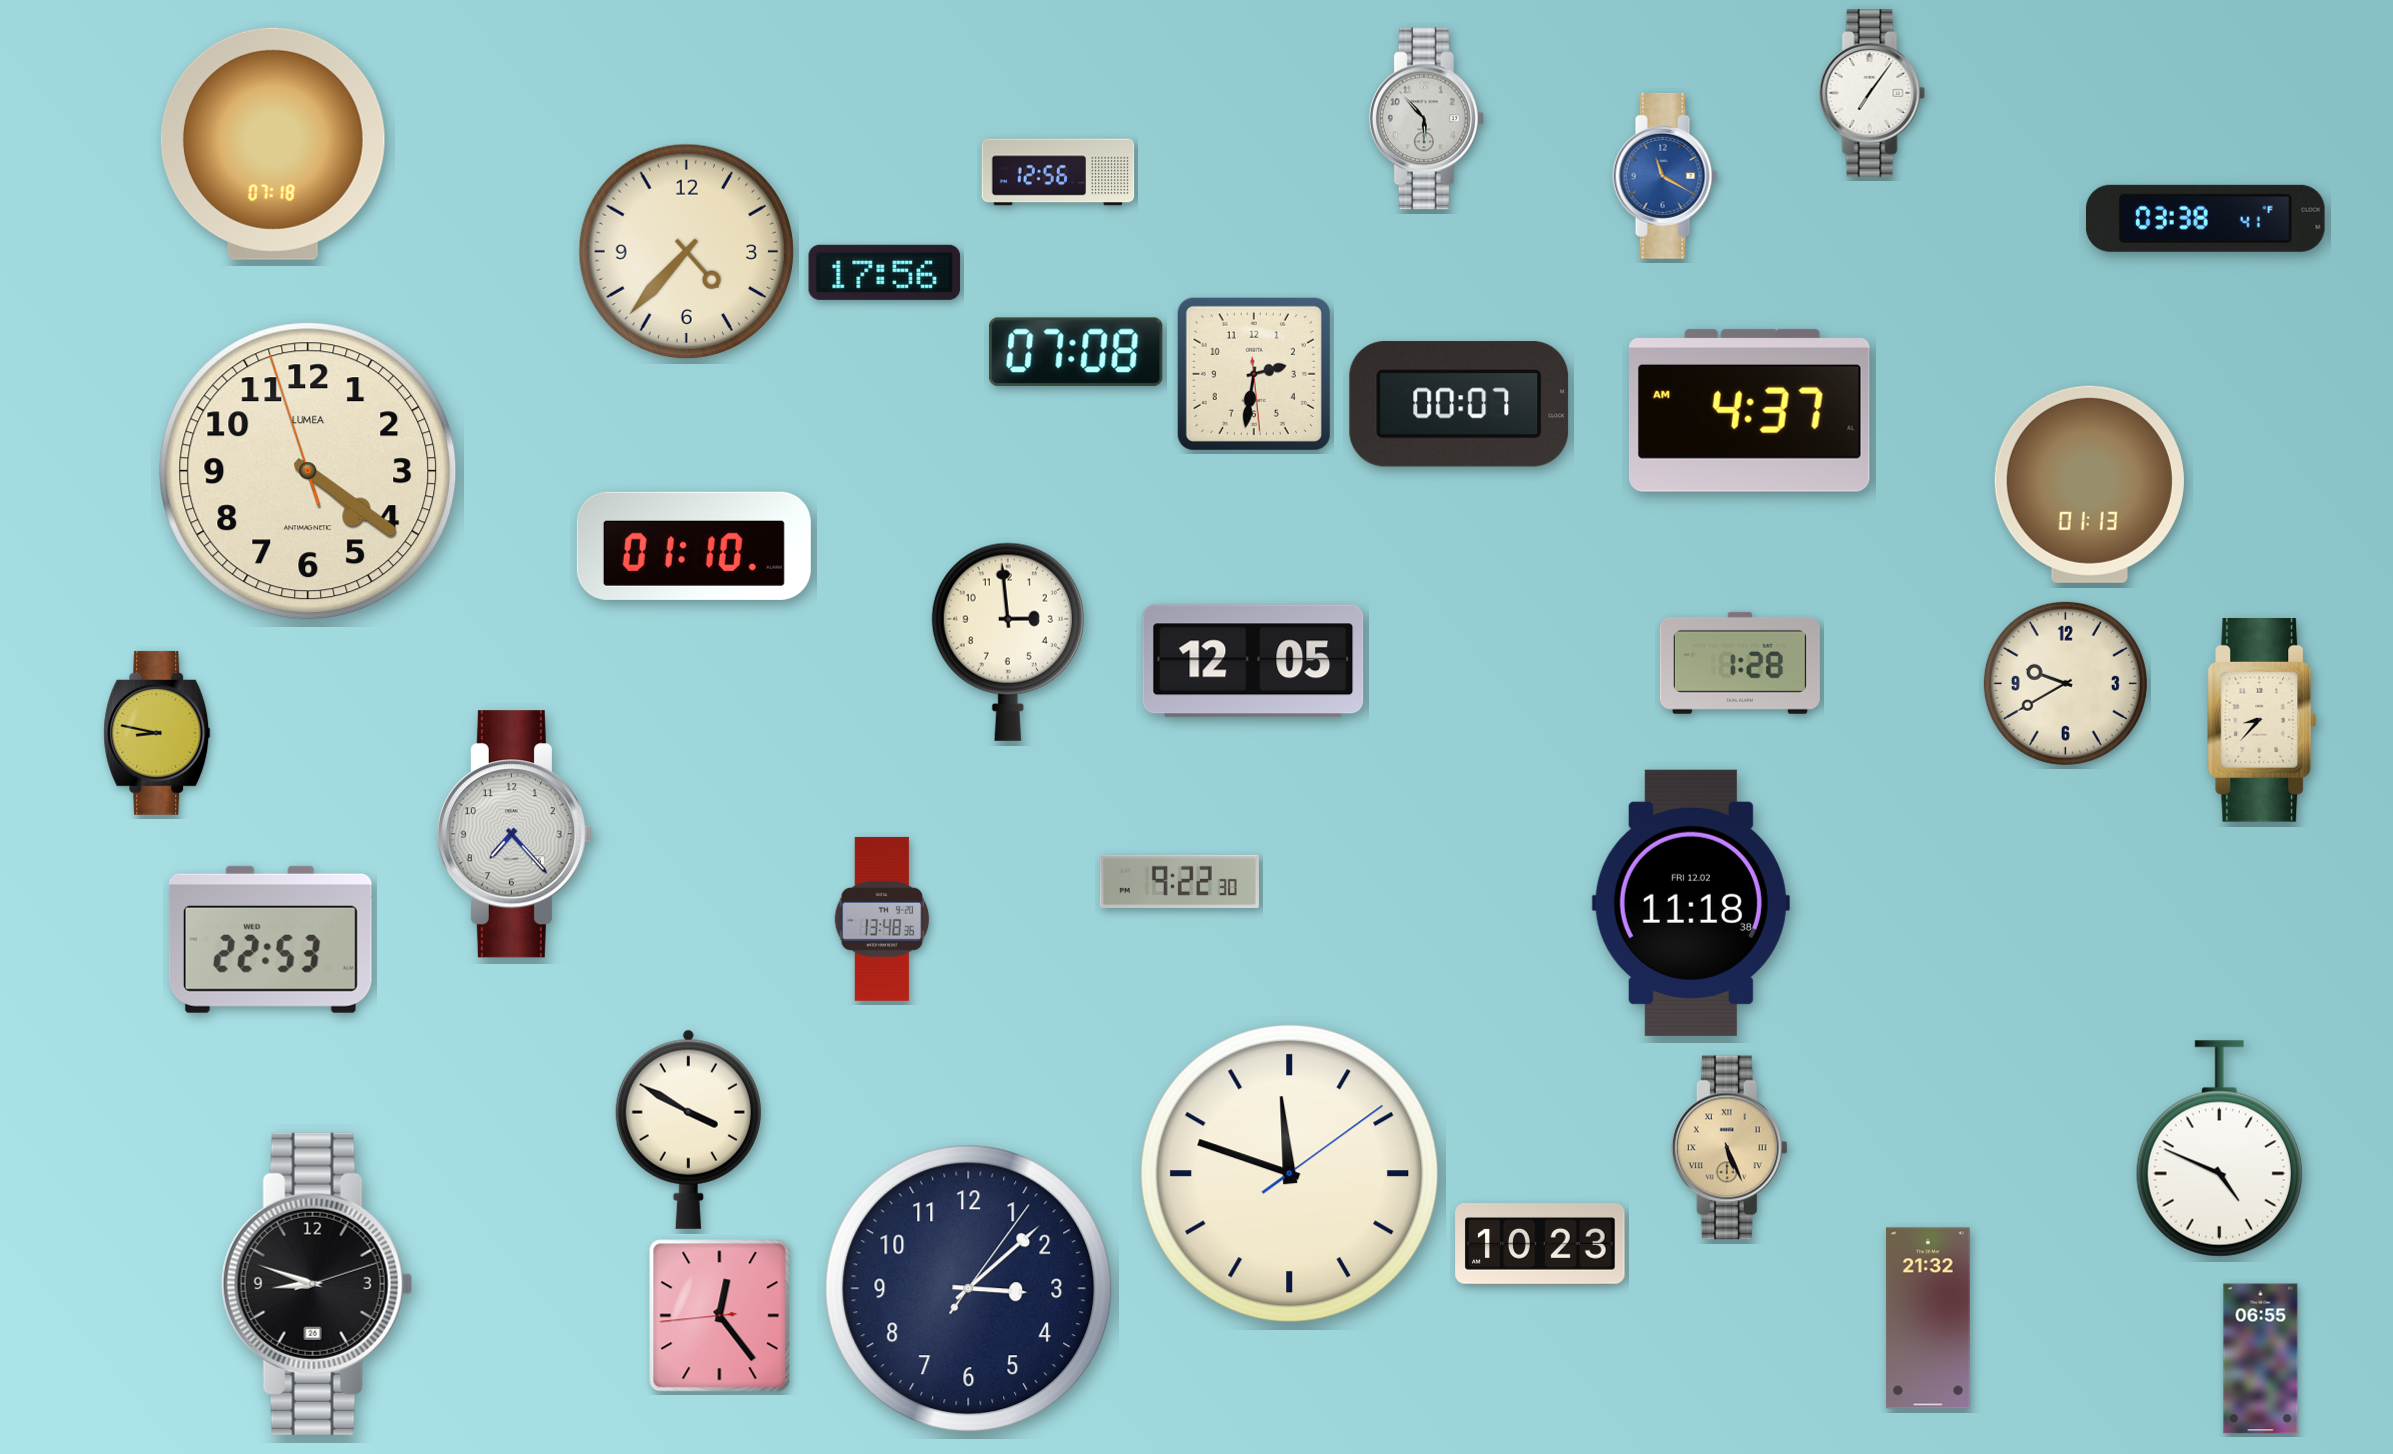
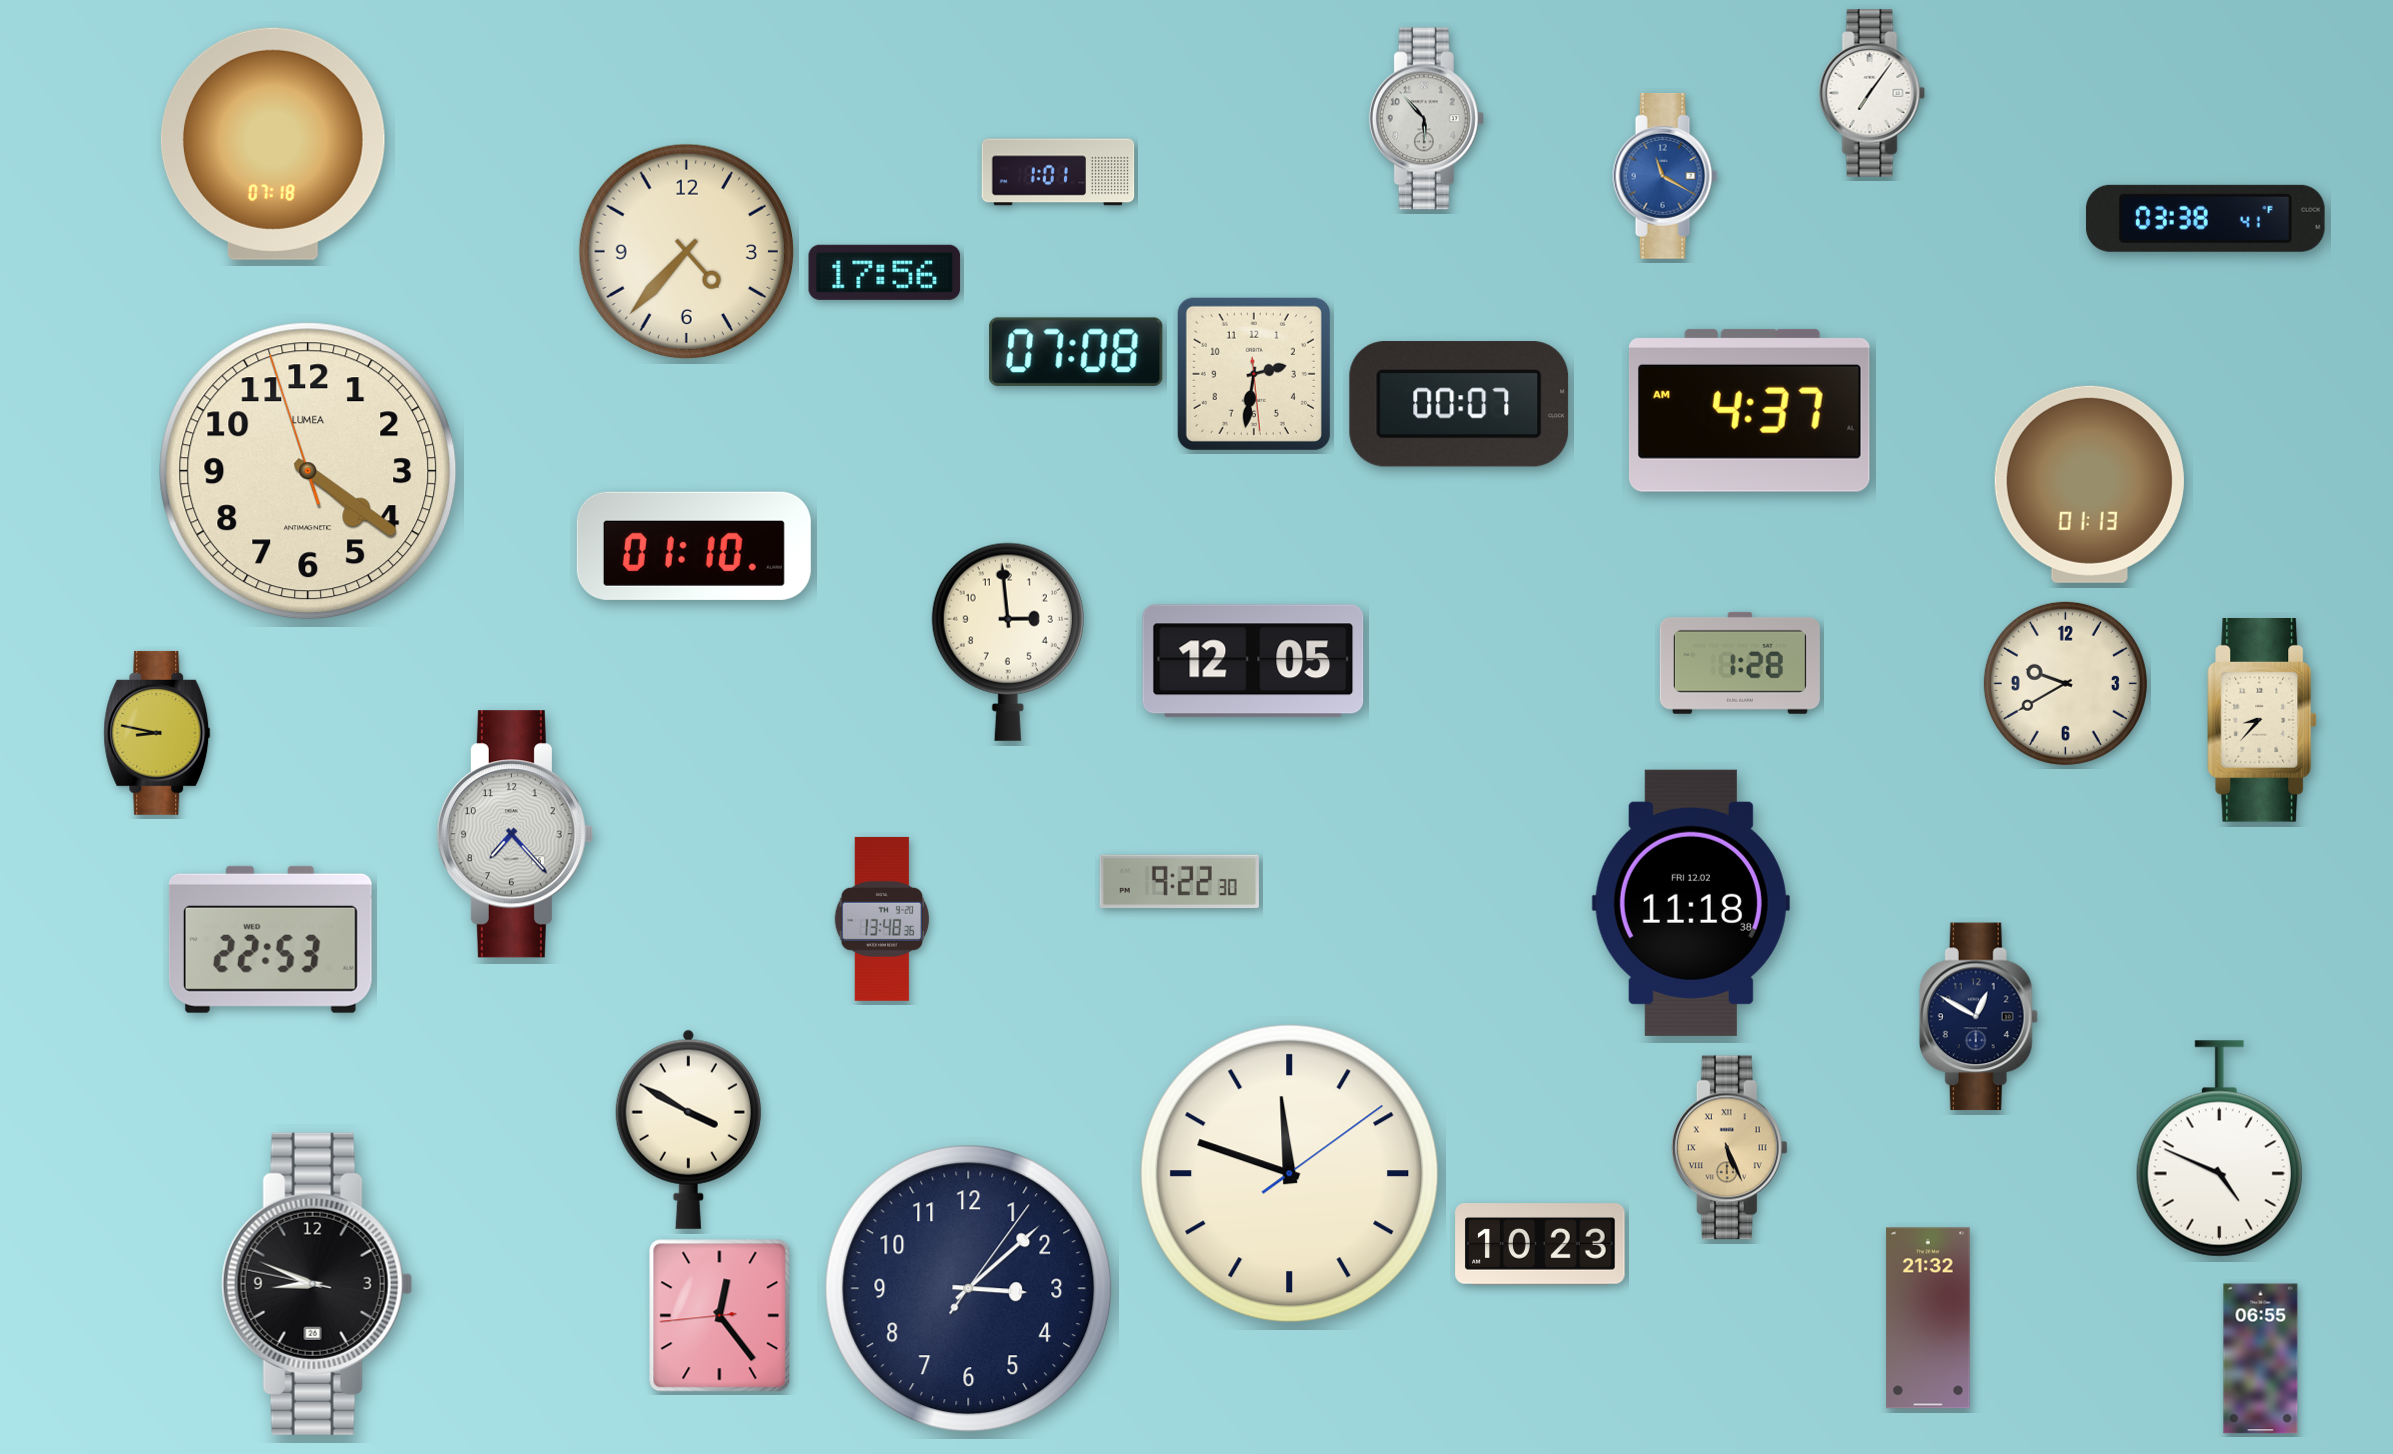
clock at (1058, 172): 12:56 -> 1:01
clock at (1978, 1017): none -> 12:50
clock at (317, 1284): 8:48:12 -> 8:48:47
